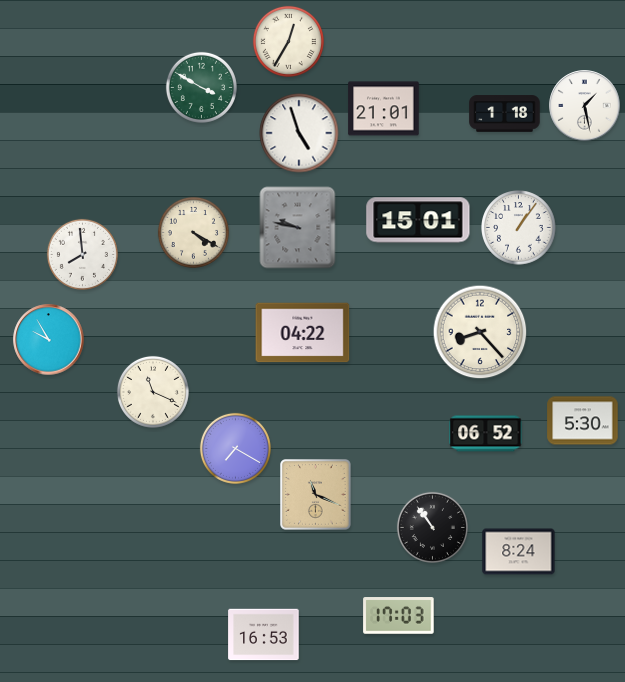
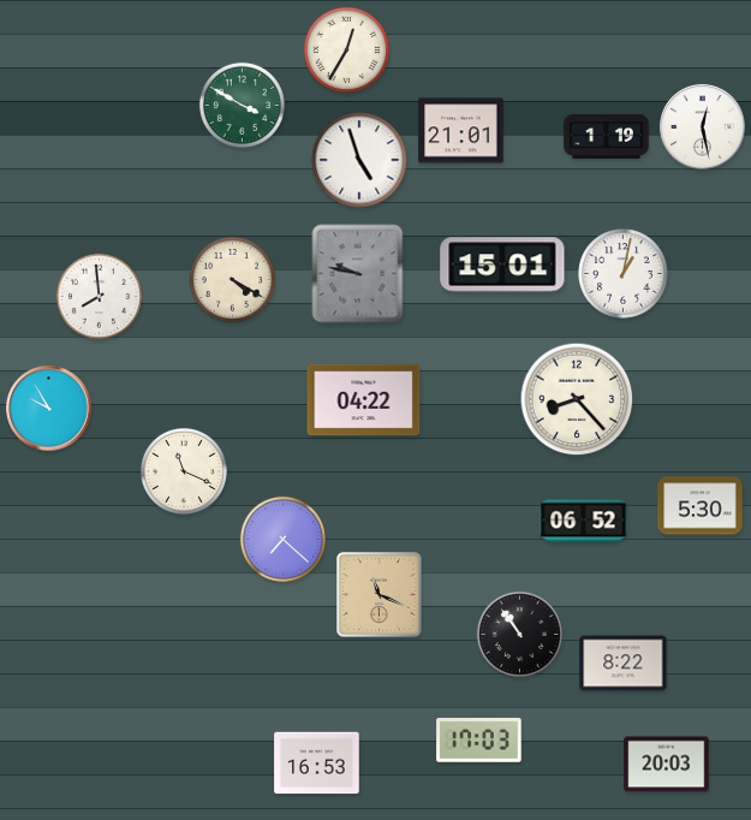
clock at (585, 106): 1:28 -> 12:28
clock at (505, 114): 1:18 -> 1:19
clock at (519, 228): 1:06 -> 1:02
clock at (82, 254) position: (82, 254) -> (99, 296)
clock at (49, 340) position: (49, 340) -> (49, 409)
clock at (235, 448): 7:20 -> 7:22
clock at (519, 552): 8:24 -> 8:22
clock at (667, 765): none -> 20:03
